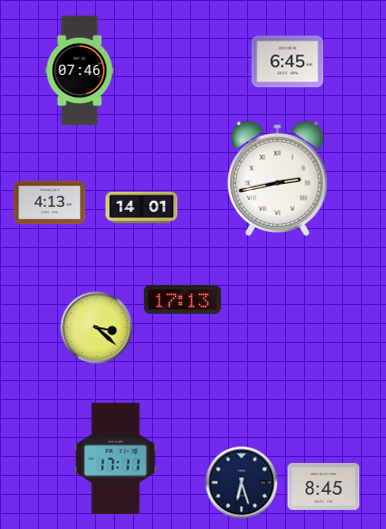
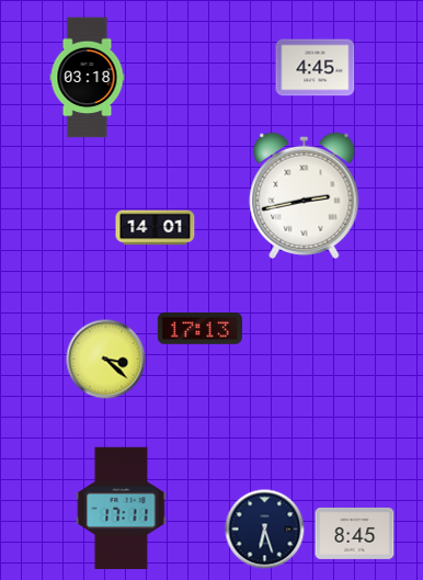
clock at (288, 62): 6:45 -> 4:45
clock at (80, 71): 07:46 -> 03:18
clock at (50, 203): 4:13 -> none
clock at (116, 459) position: (116, 459) -> (122, 509)
